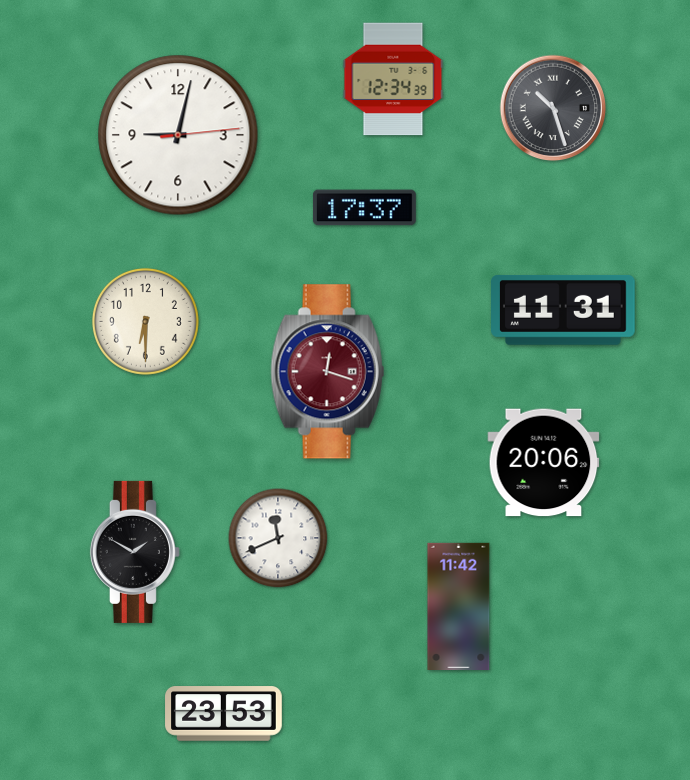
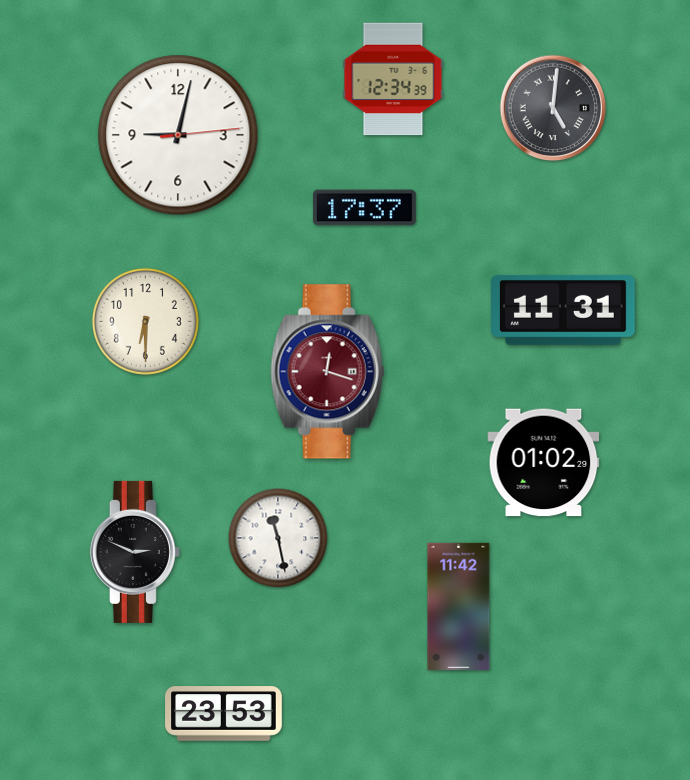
clock at (553, 108): 10:27 -> 5:01
clock at (544, 463): 20:06 -> 01:02
clock at (278, 538): 11:41 -> 11:28
clock at (135, 552): 1:50 -> 2:49
